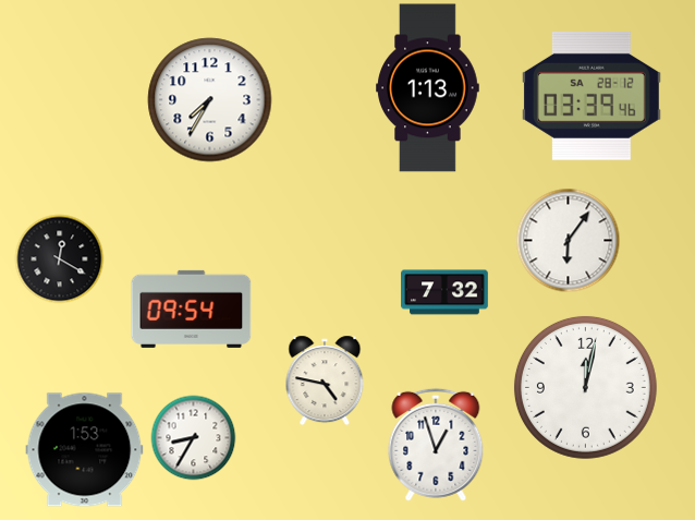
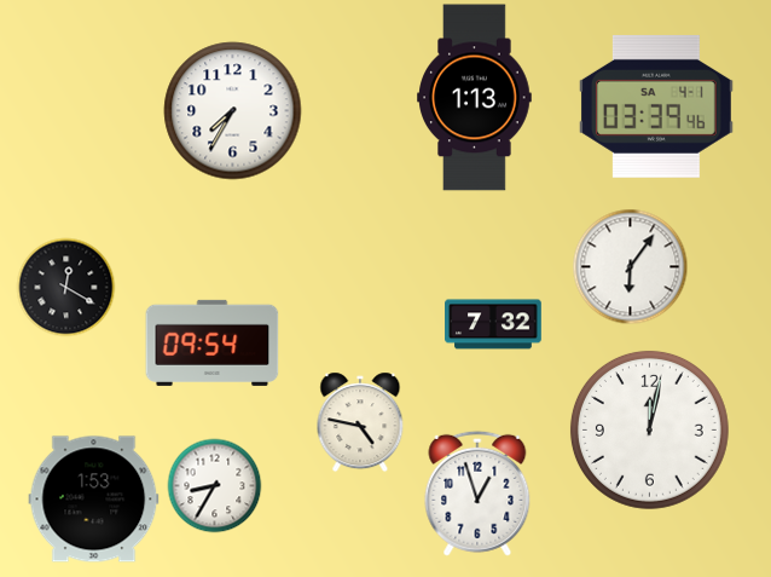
clock at (592, 96) date: SA 28-12 -> SA 4-1
clock at (436, 445) position: (436, 445) -> (477, 494)
